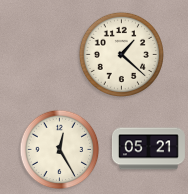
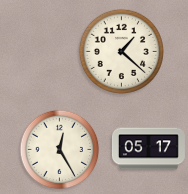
clock at (121, 54) position: (121, 54) -> (121, 51)
clock at (148, 149): 05:21 -> 05:17
